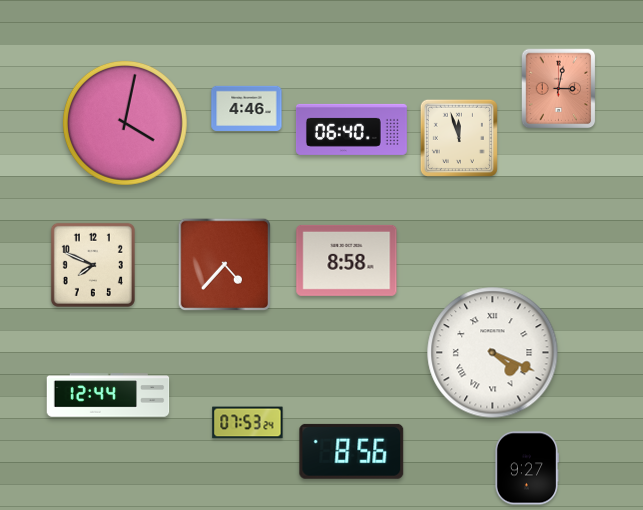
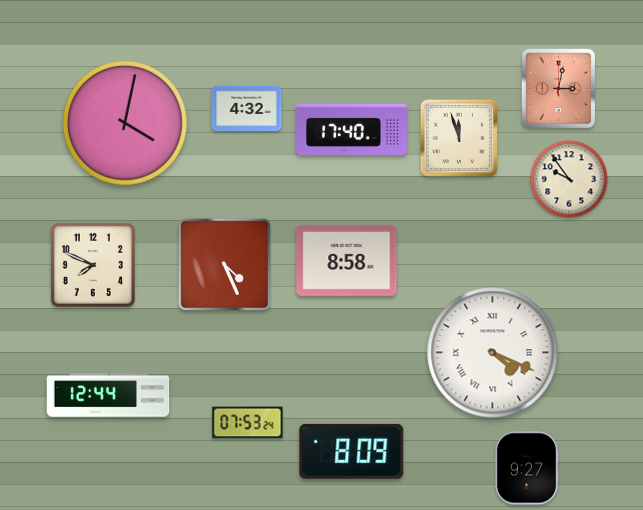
clock at (247, 108): 4:46 -> 4:32
clock at (351, 129): 06:40 -> 17:40
clock at (569, 179): none -> 9:54
clock at (224, 264): 4:37 -> 4:26
clock at (352, 451): 8:56 -> 8:09
